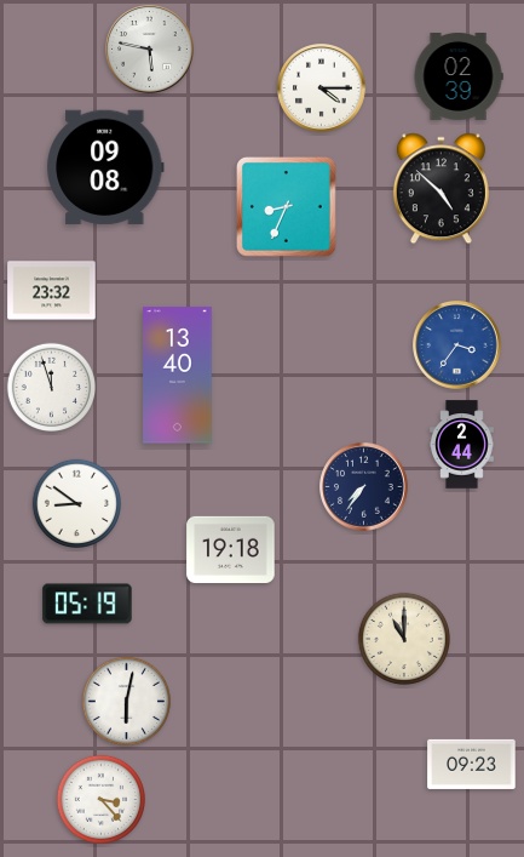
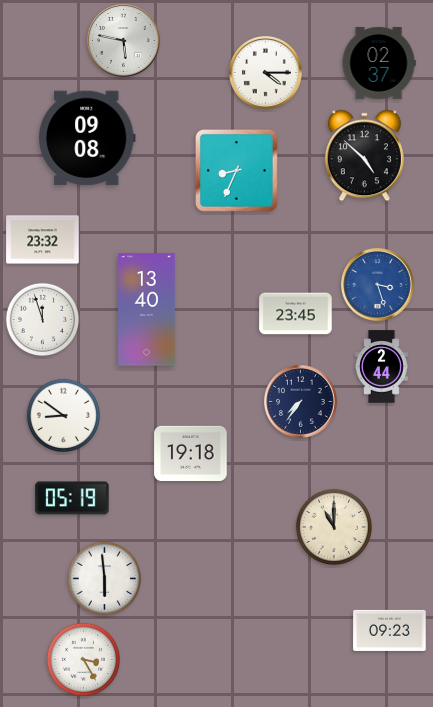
clock at (459, 78): 02:39 -> 02:37
clock at (457, 345): 3:36 -> 3:27
clock at (296, 314): none -> 23:45
clock at (126, 701): 6:02 -> 5:59
clock at (100, 799): 3:23 -> 3:25
